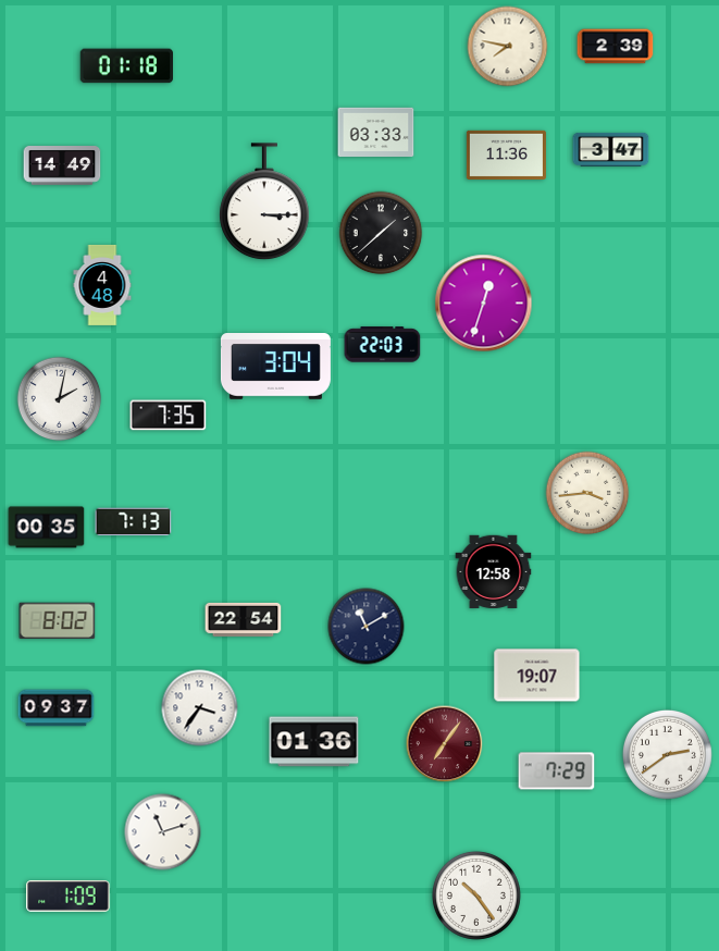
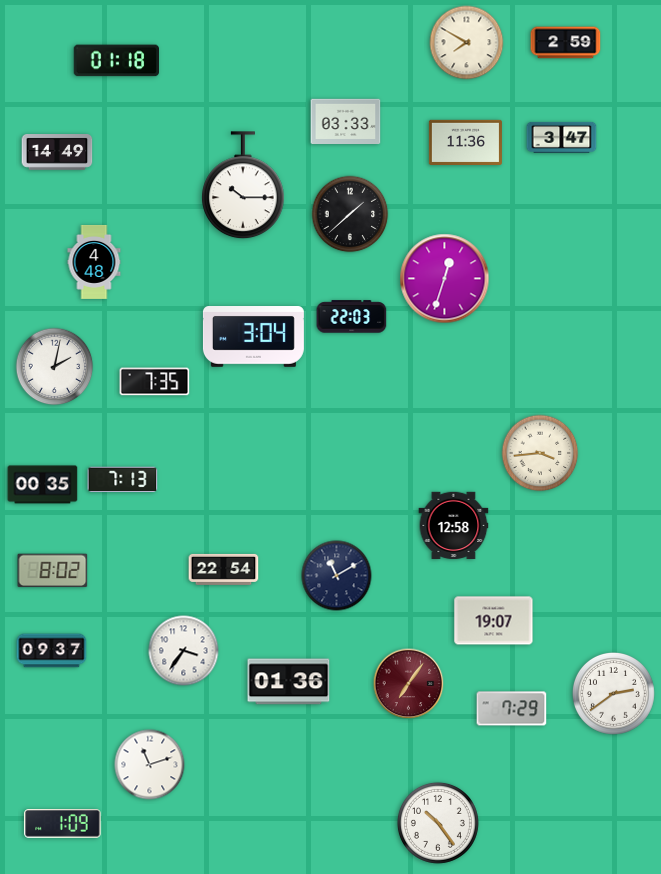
clock at (508, 47): 7:47 -> 7:50
clock at (616, 47): 2:39 -> 2:59
clock at (265, 202): 3:15 -> 10:15
